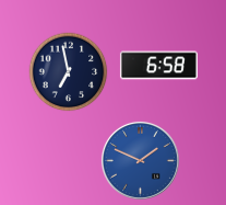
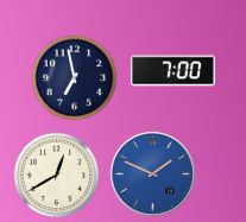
clock at (158, 66): 6:58 -> 7:00
clock at (57, 176): none -> 12:40
